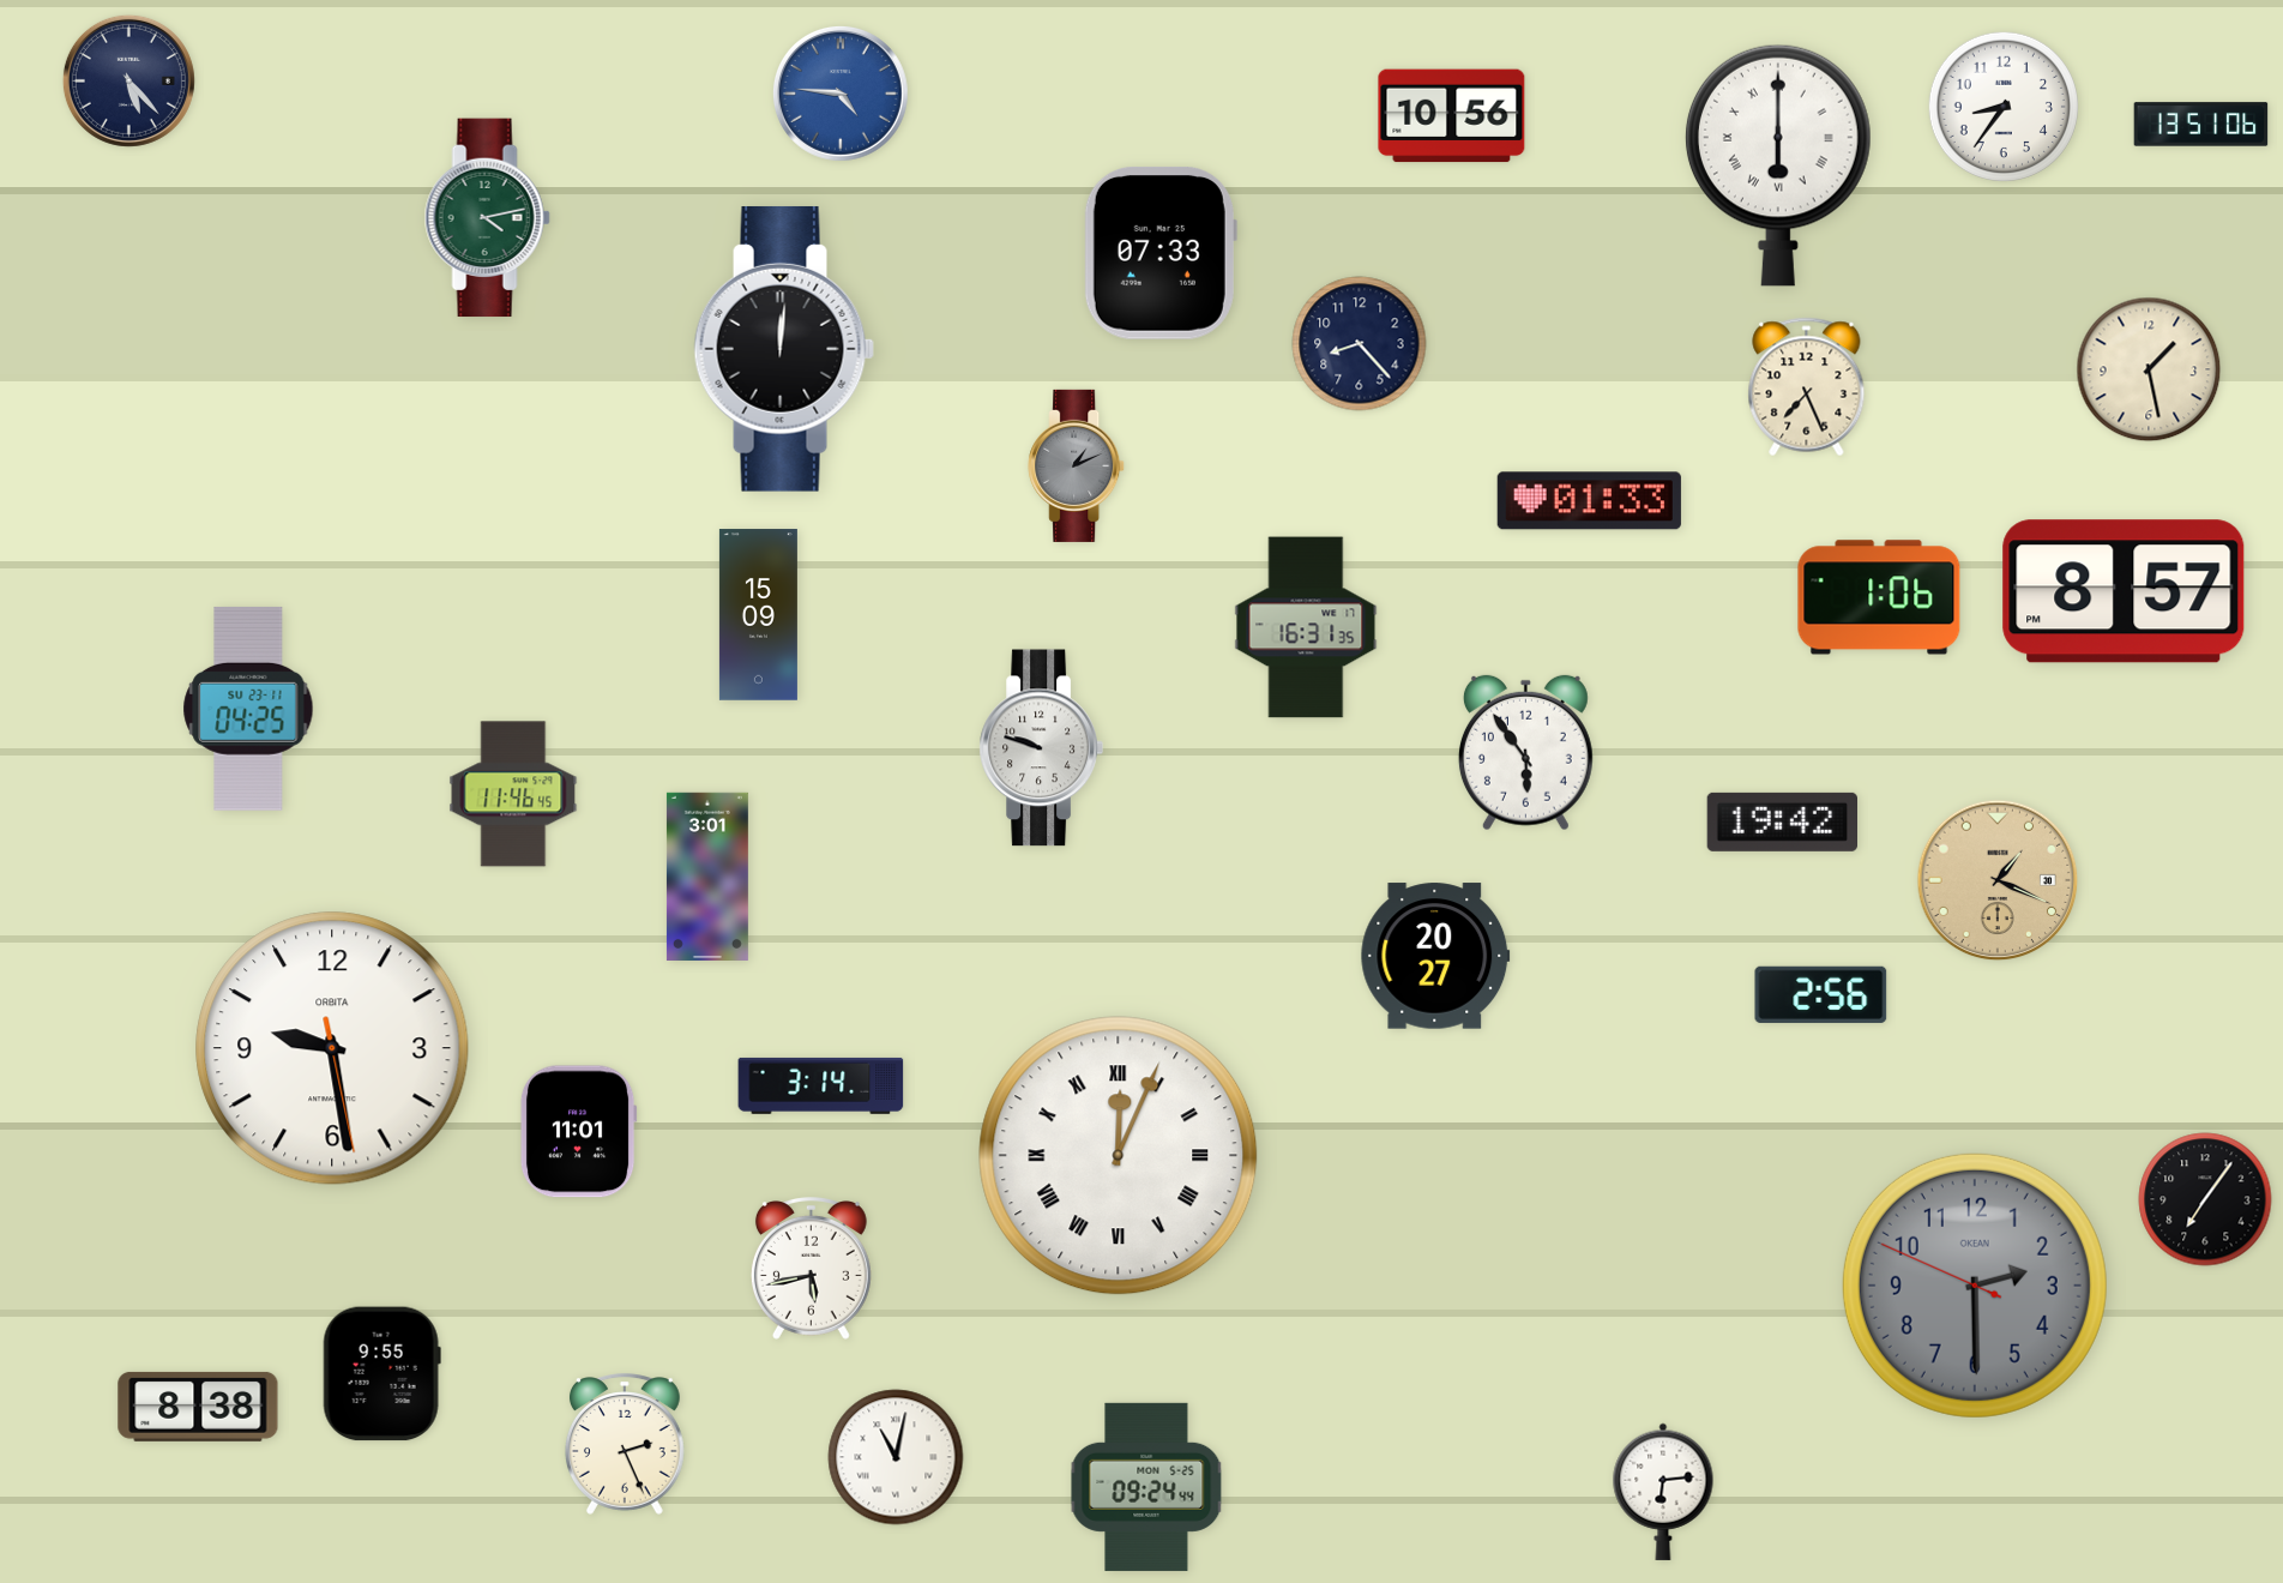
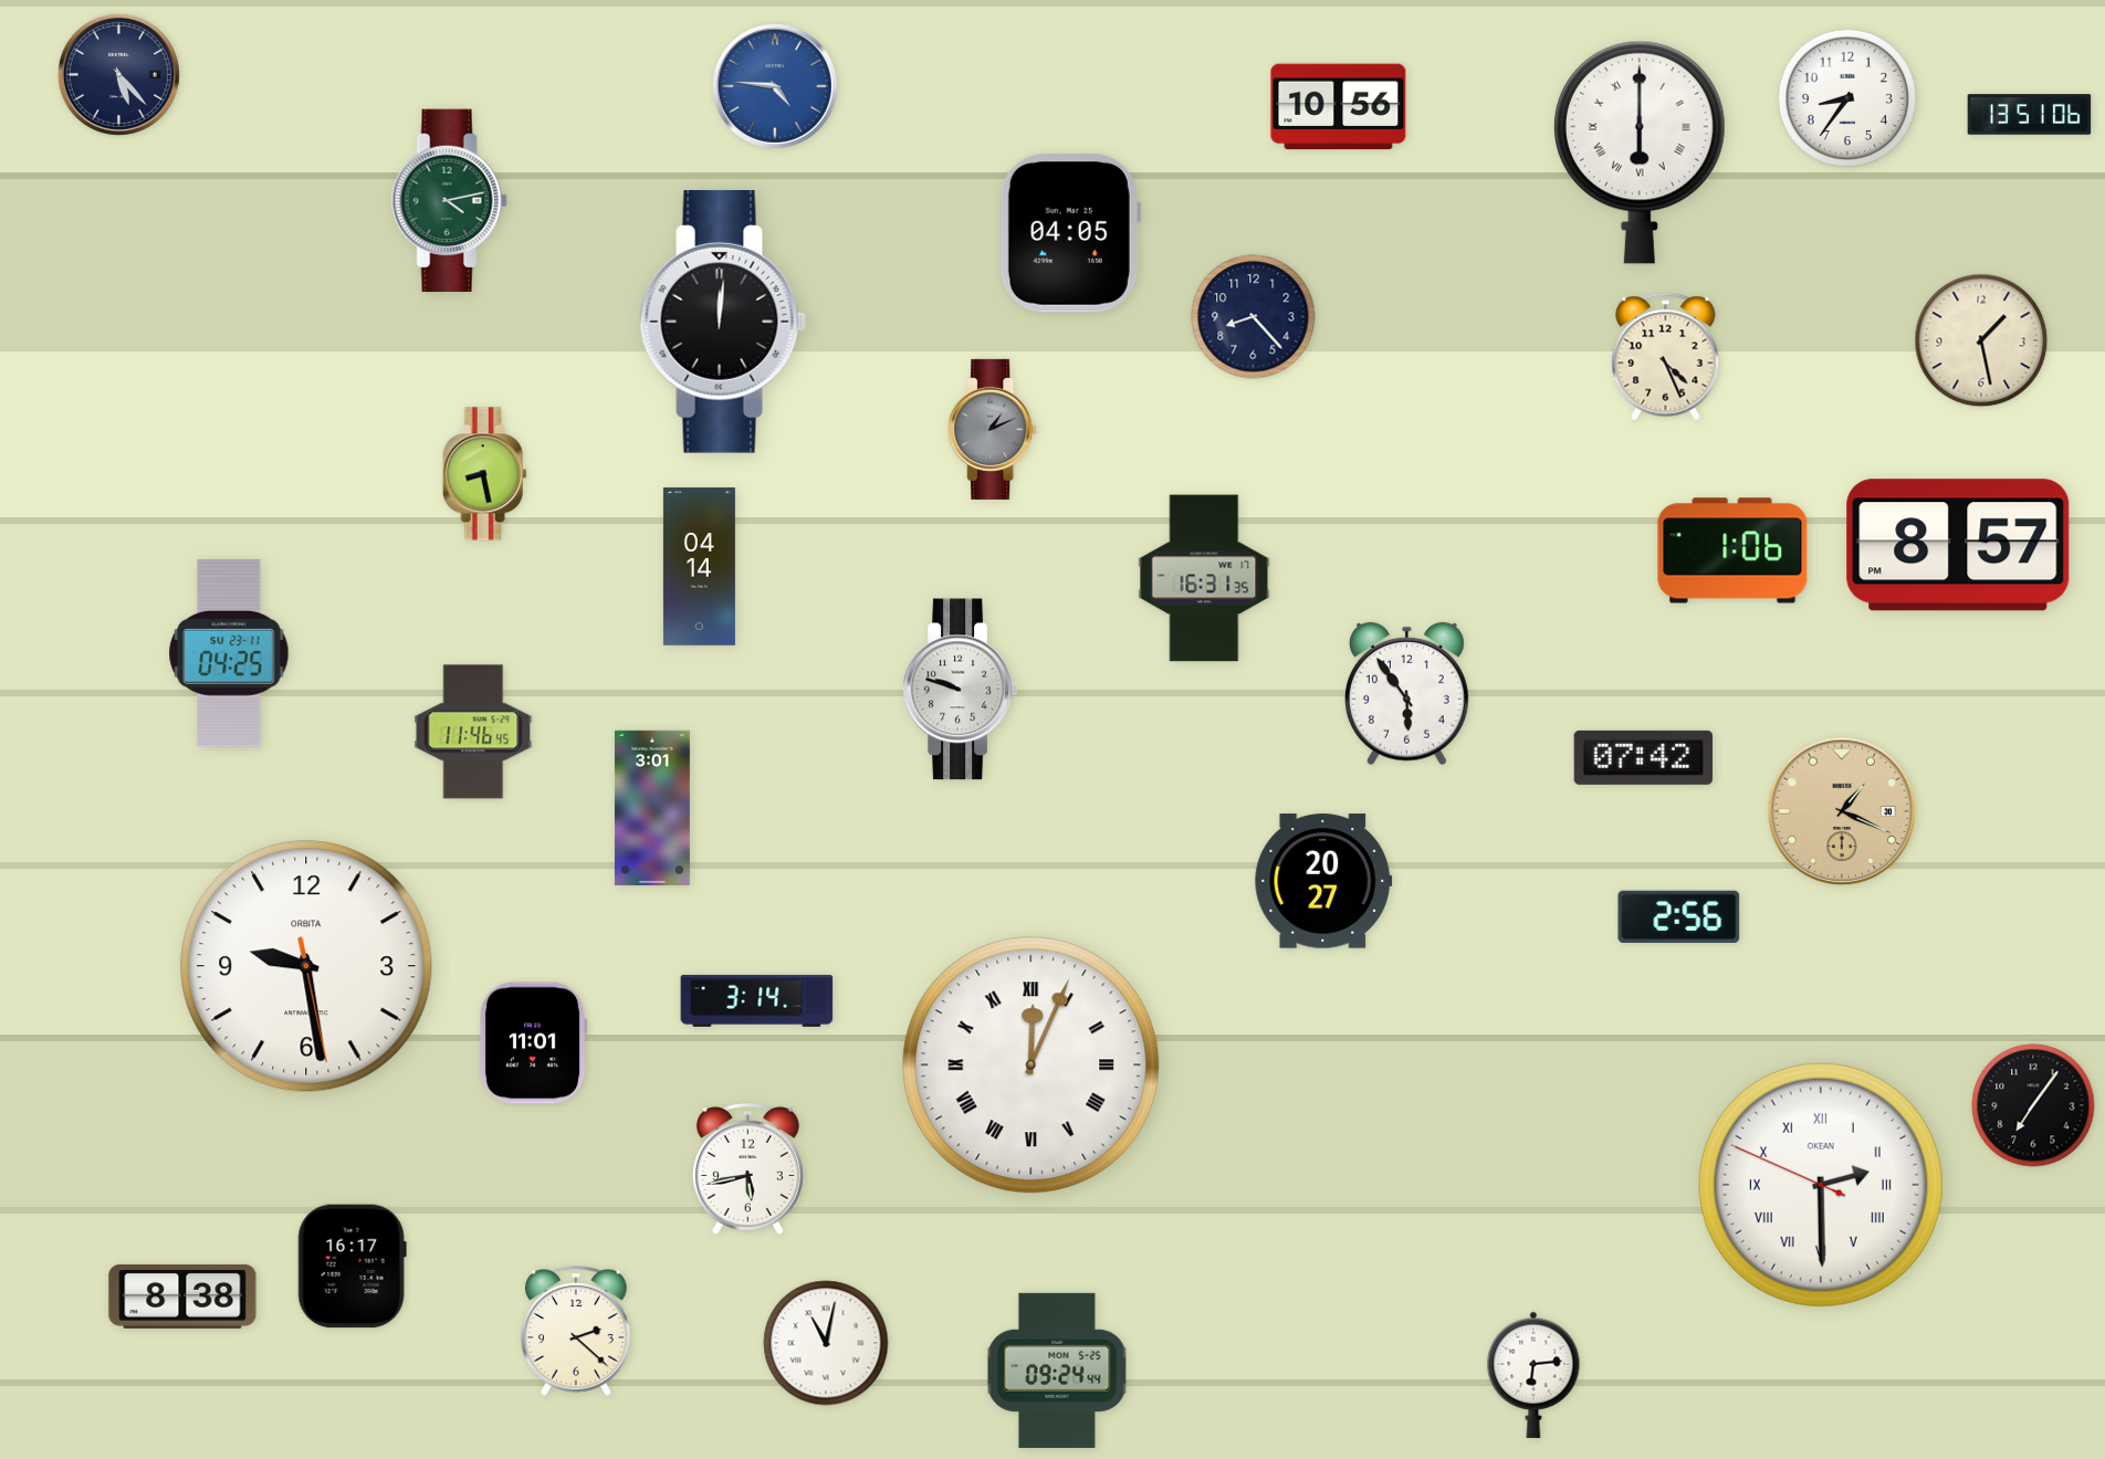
clock at (1161, 254): 07:33 -> 04:05
clock at (1807, 387): 7:26 -> 4:26
clock at (1589, 501): 01:33 -> none
clock at (484, 474): none -> 8:28
clock at (758, 615): 15:09 -> 04:14
clock at (1782, 821): 19:42 -> 07:42
clock at (1975, 1286) dial: grey -> white
clock at (1975, 1286) numerals: Arabic -> Roman
clock at (381, 1374): 9:55 -> 16:17
clock at (625, 1444): 2:26 -> 2:22
